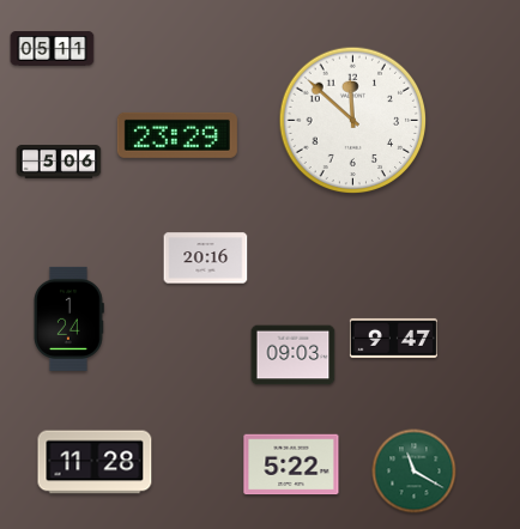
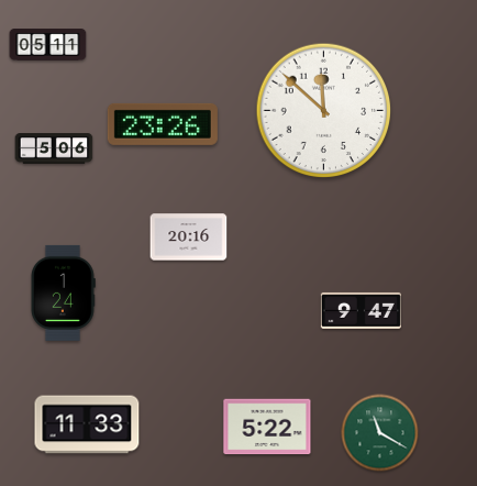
clock at (177, 135): 23:29 -> 23:26
clock at (294, 355): 09:03 -> none
clock at (95, 462): 11:28 -> 11:33
